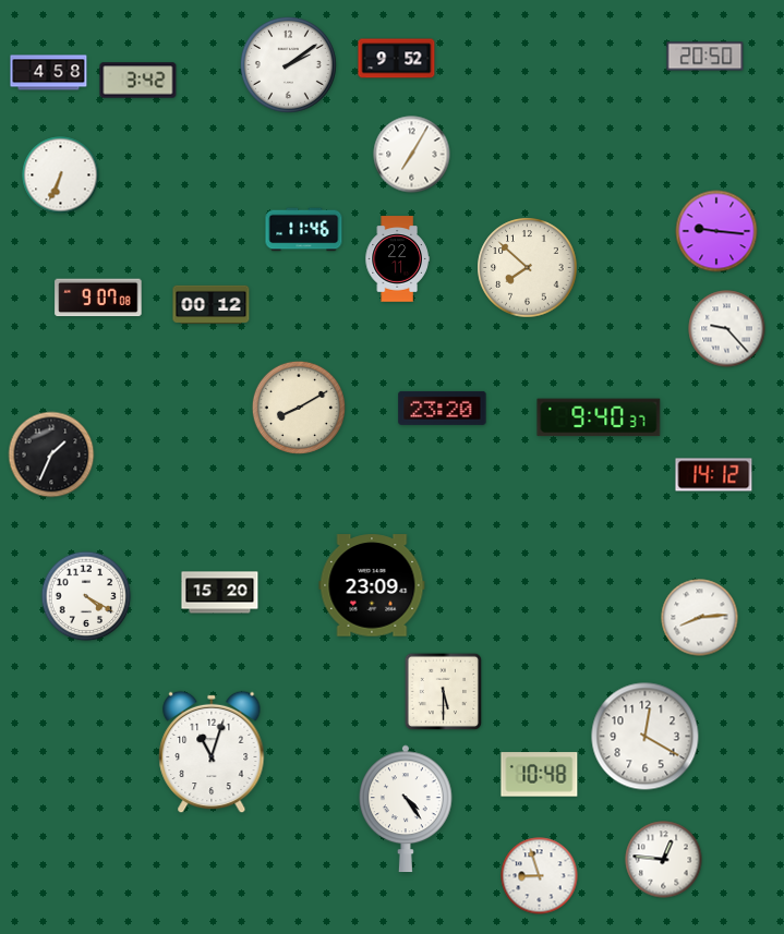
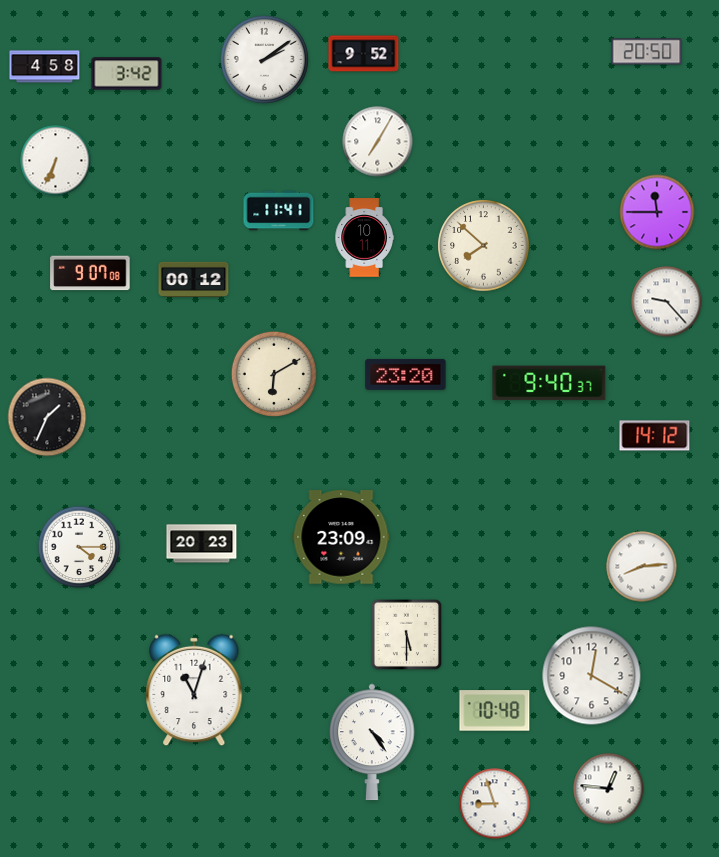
clock at (304, 230): 11:46 -> 11:41
clock at (716, 231): 9:16 -> 11:45
clock at (397, 259): 22:11 -> 10:11
clock at (299, 408): 8:10 -> 6:10
clock at (220, 593): 15:20 -> 20:23
clock at (86, 596): 4:20 -> 4:15
